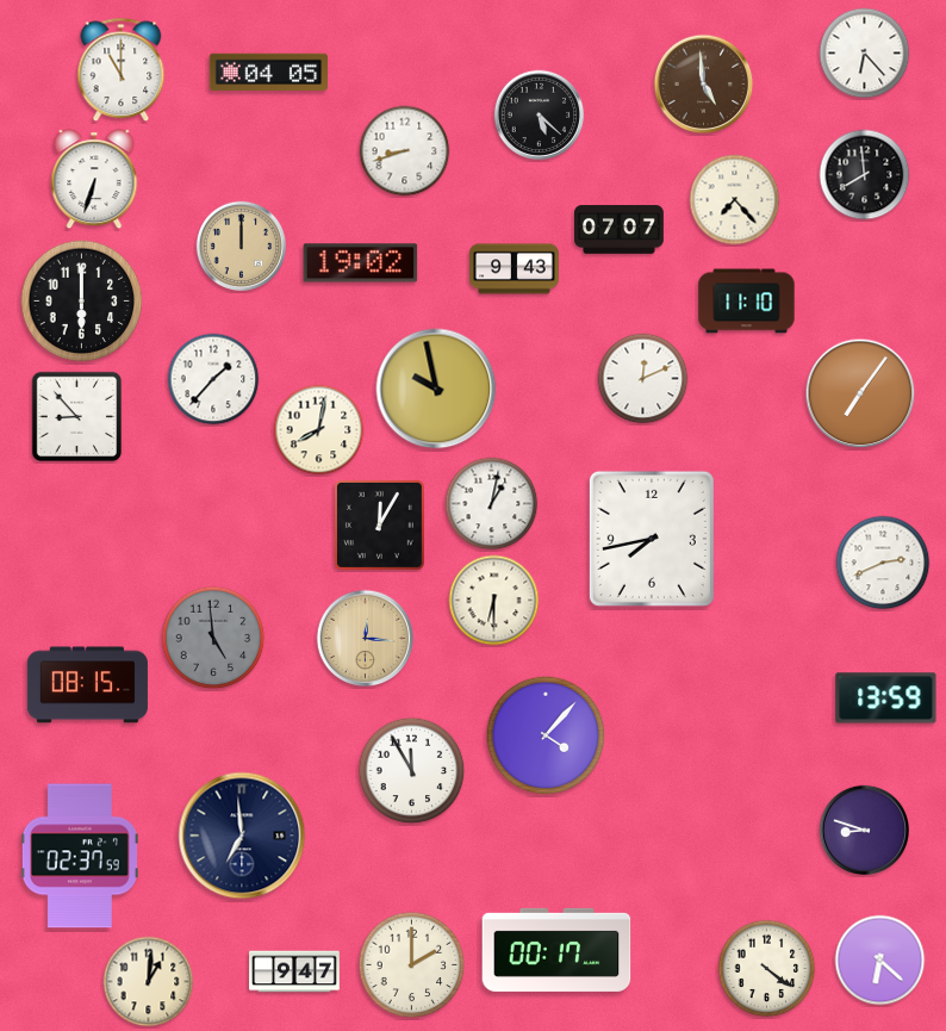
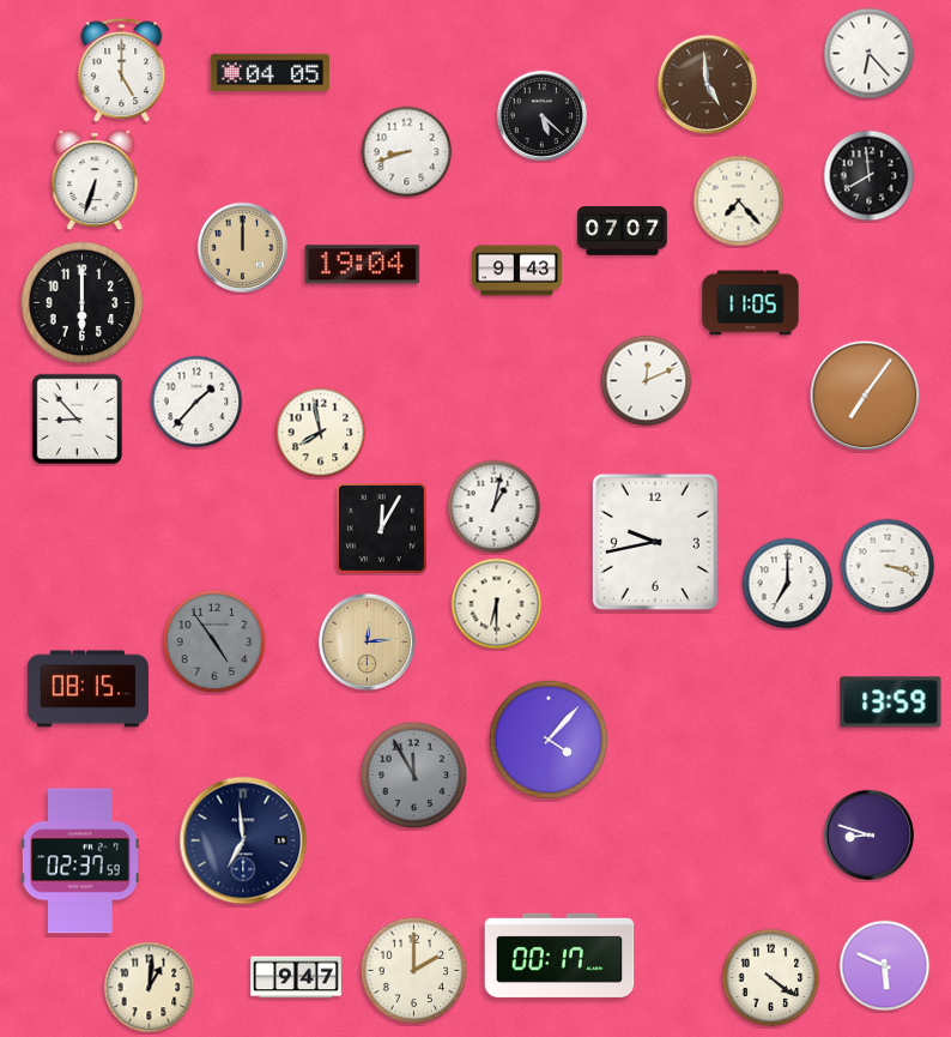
clock at (122, 70): 11:00 -> 5:00
clock at (361, 263): 19:02 -> 19:04
clock at (747, 302): 11:10 -> 11:05
clock at (213, 379) position: (213, 379) -> (196, 402)
clock at (436, 389): 9:58 -> none
clock at (319, 430): 8:02 -> 7:58
clock at (652, 539): 7:43 -> 9:43
clock at (883, 563): 2:41 -> 3:18
clock at (788, 584): none -> 7:00
clock at (213, 638): 4:59 -> 4:54
clock at (366, 639): 12:16 -> 12:14
clock at (412, 771) dial: white -> grey
clock at (880, 961): 6:22 -> 5:49
clock at (767, 969) position: (767, 969) -> (771, 978)
